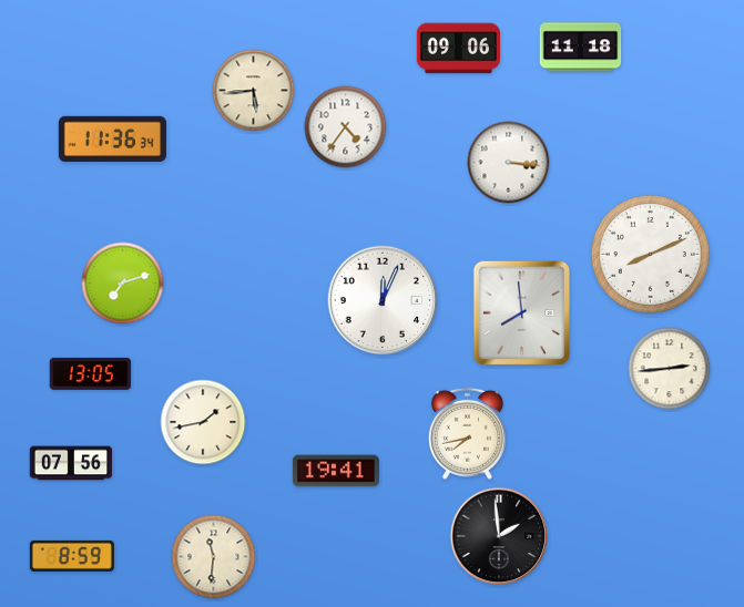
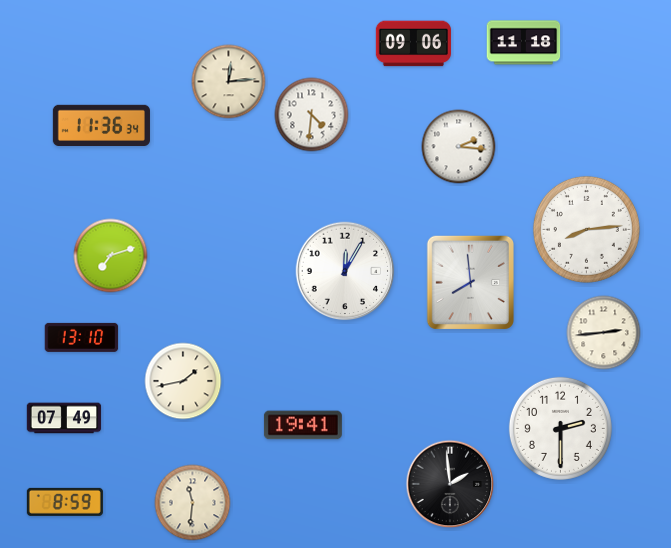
clock at (254, 91): 5:44 -> 12:14
clock at (346, 127): 4:36 -> 4:31
clock at (509, 163): 3:16 -> 2:16
clock at (650, 254): 8:11 -> 8:14
clock at (383, 300): 12:04 -> 12:05
clock at (91, 373): 13:05 -> 13:10
clock at (467, 433): 7:43 -> none
clock at (71, 463): 07:56 -> 07:49
clock at (560, 428): none -> 2:30
